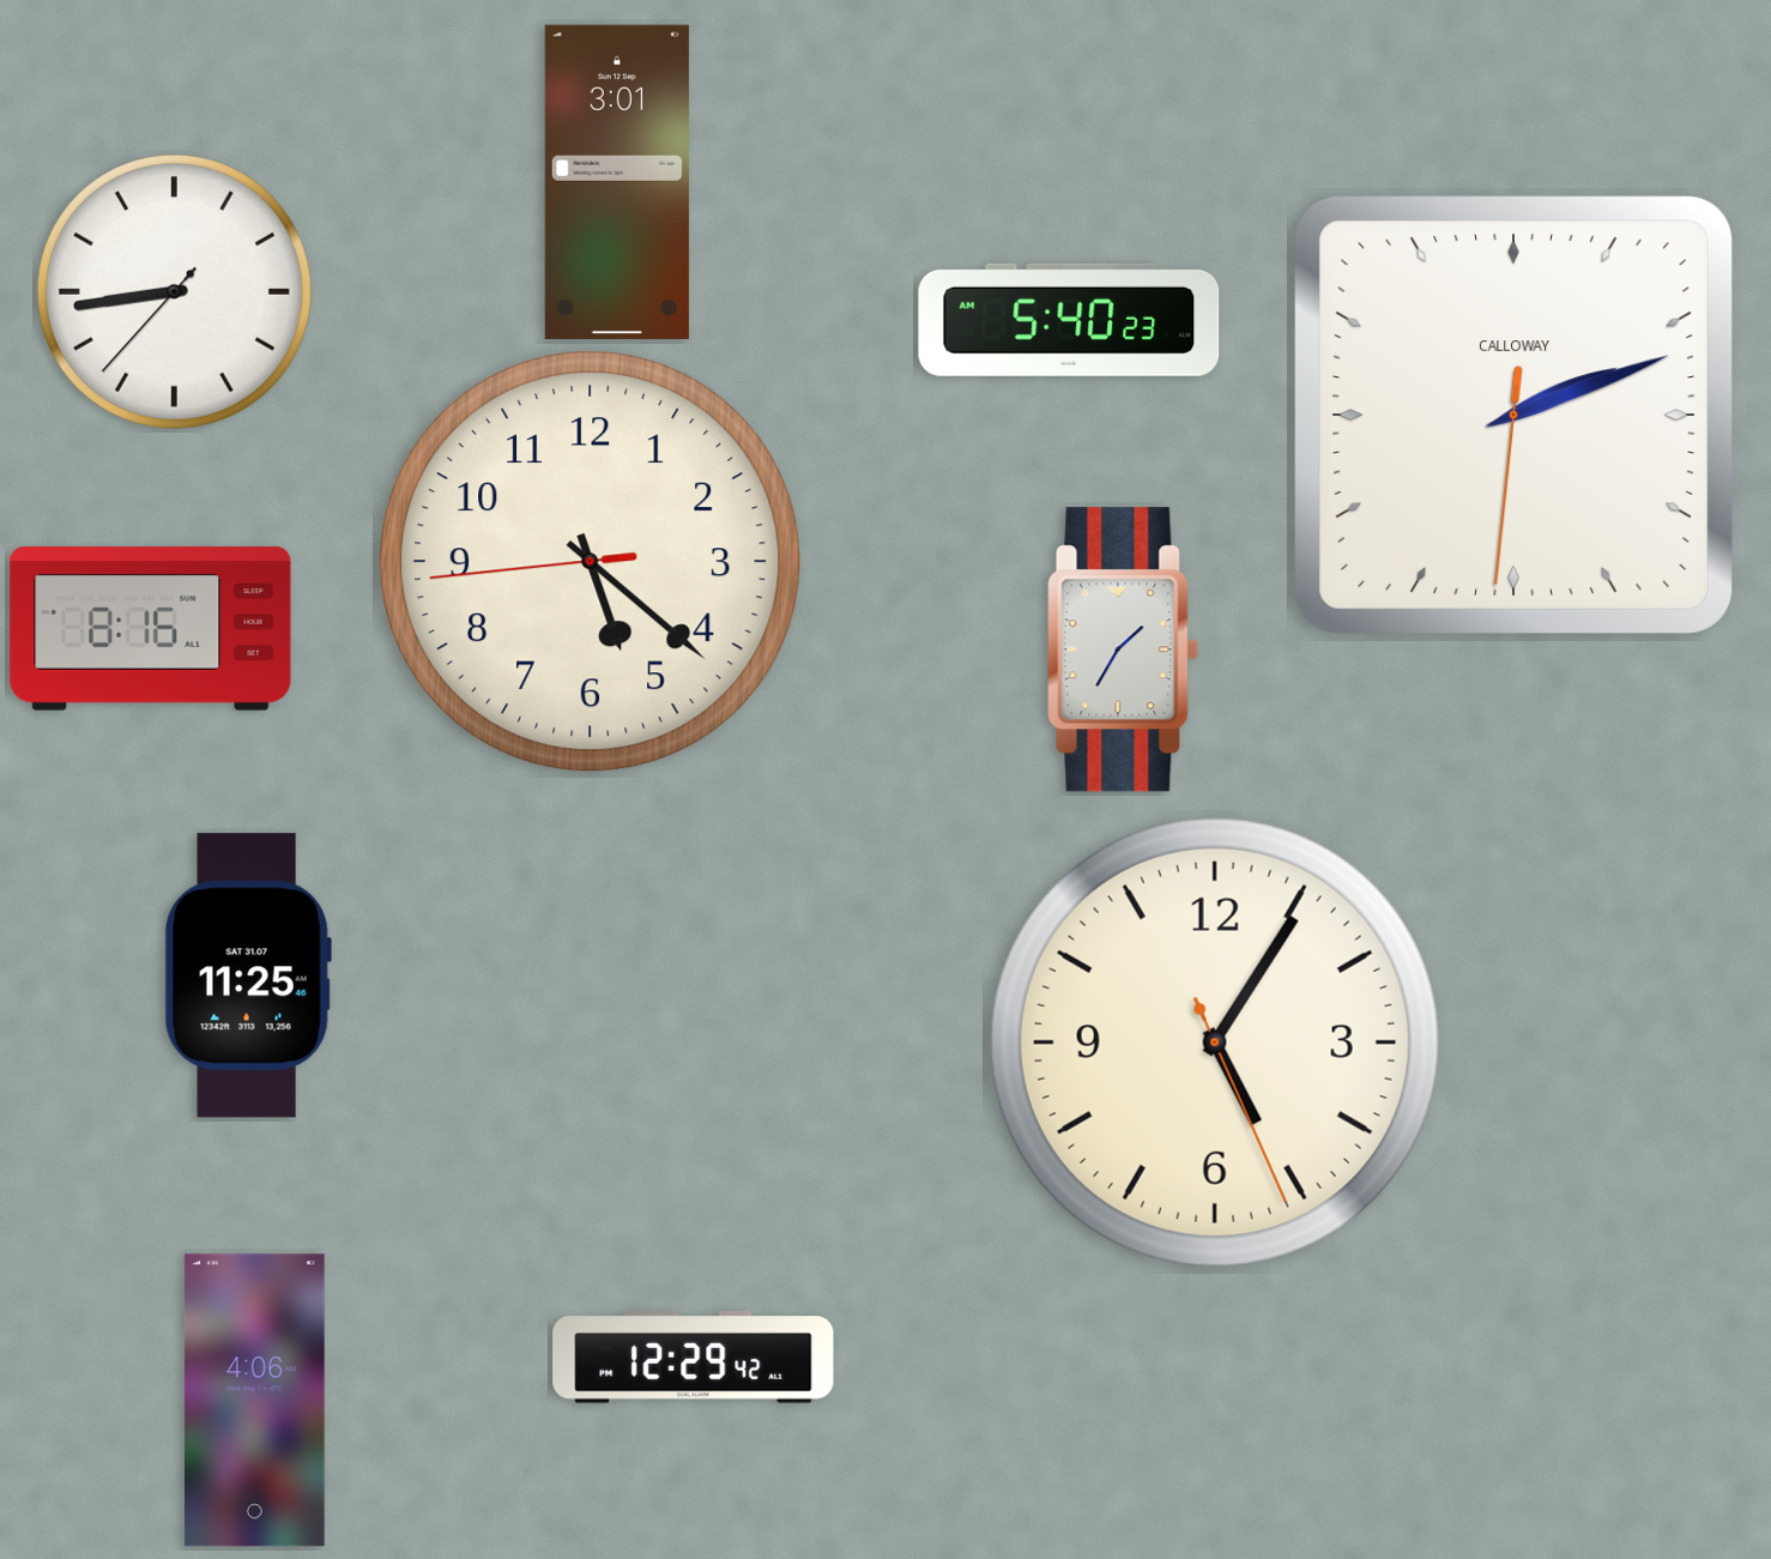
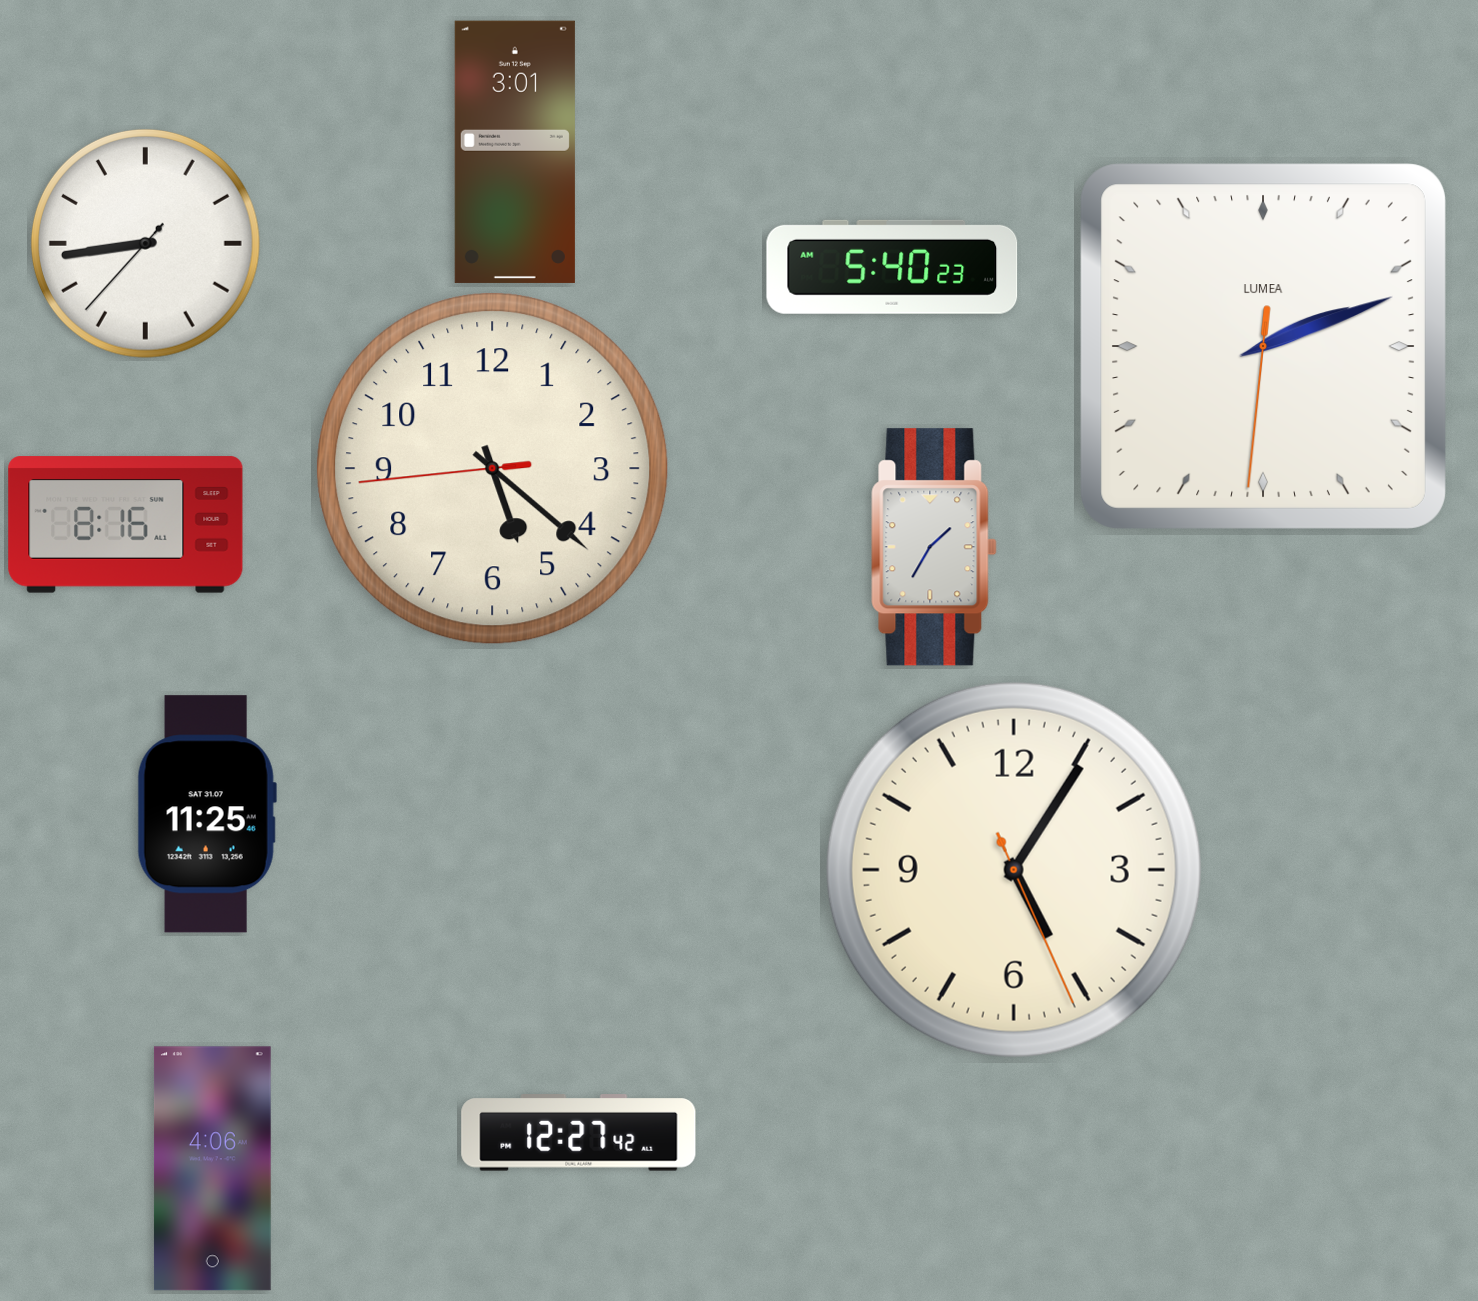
clock at (1513, 415) brand: CALLOWAY -> LUMEA
clock at (1123, 649) position: (1123, 649) -> (934, 547)
clock at (694, 1358): 12:29 -> 12:27
